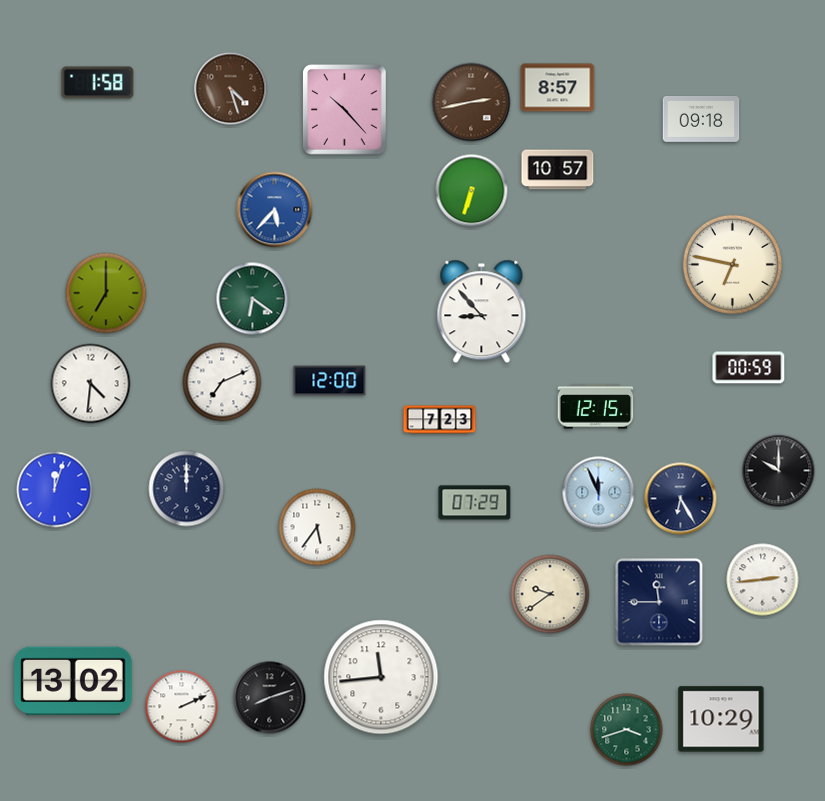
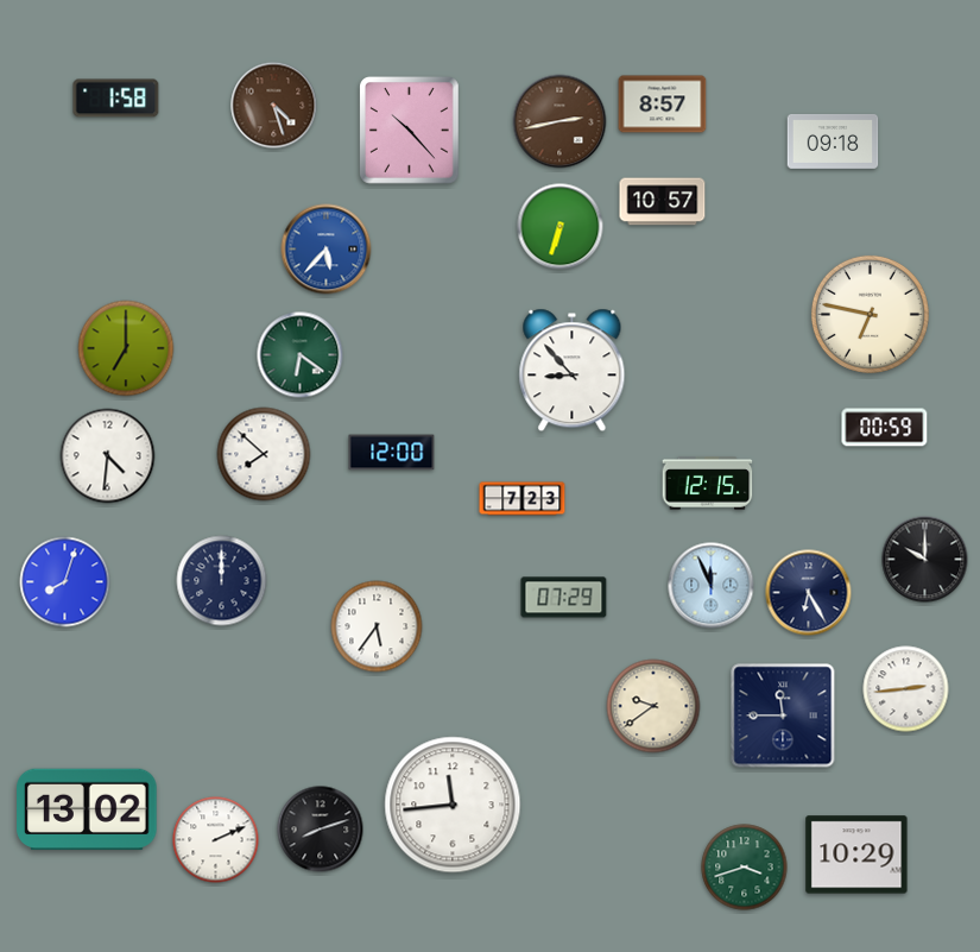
clock at (749, 368) position: (749, 368) -> (885, 428)
clock at (222, 382): 7:11 -> 7:52
clock at (55, 490): 12:03 -> 8:03
